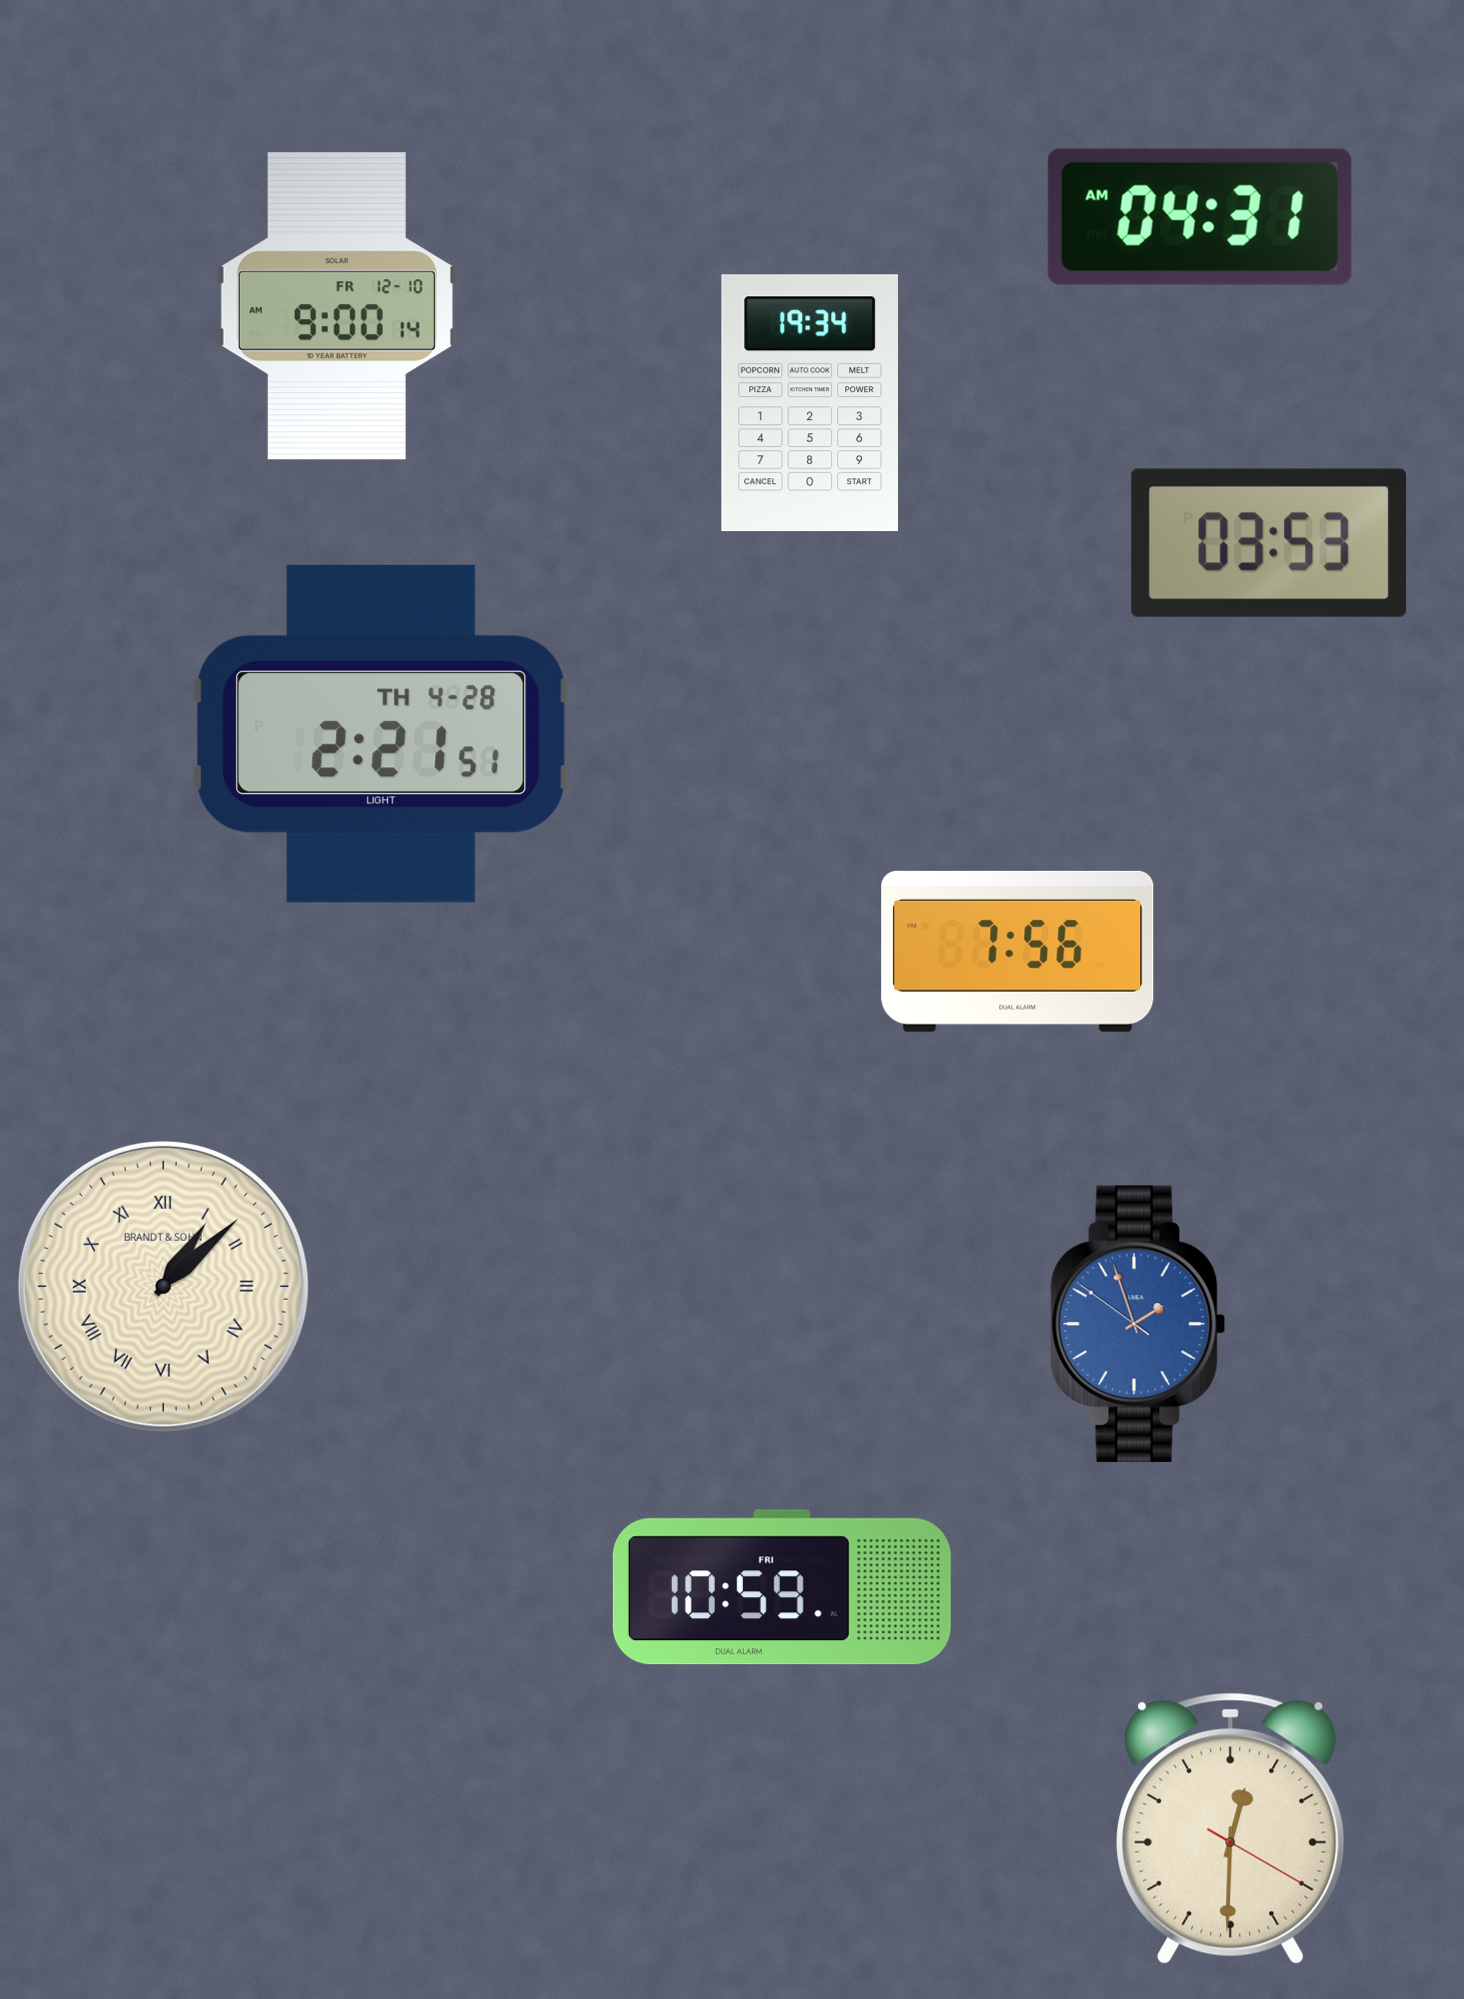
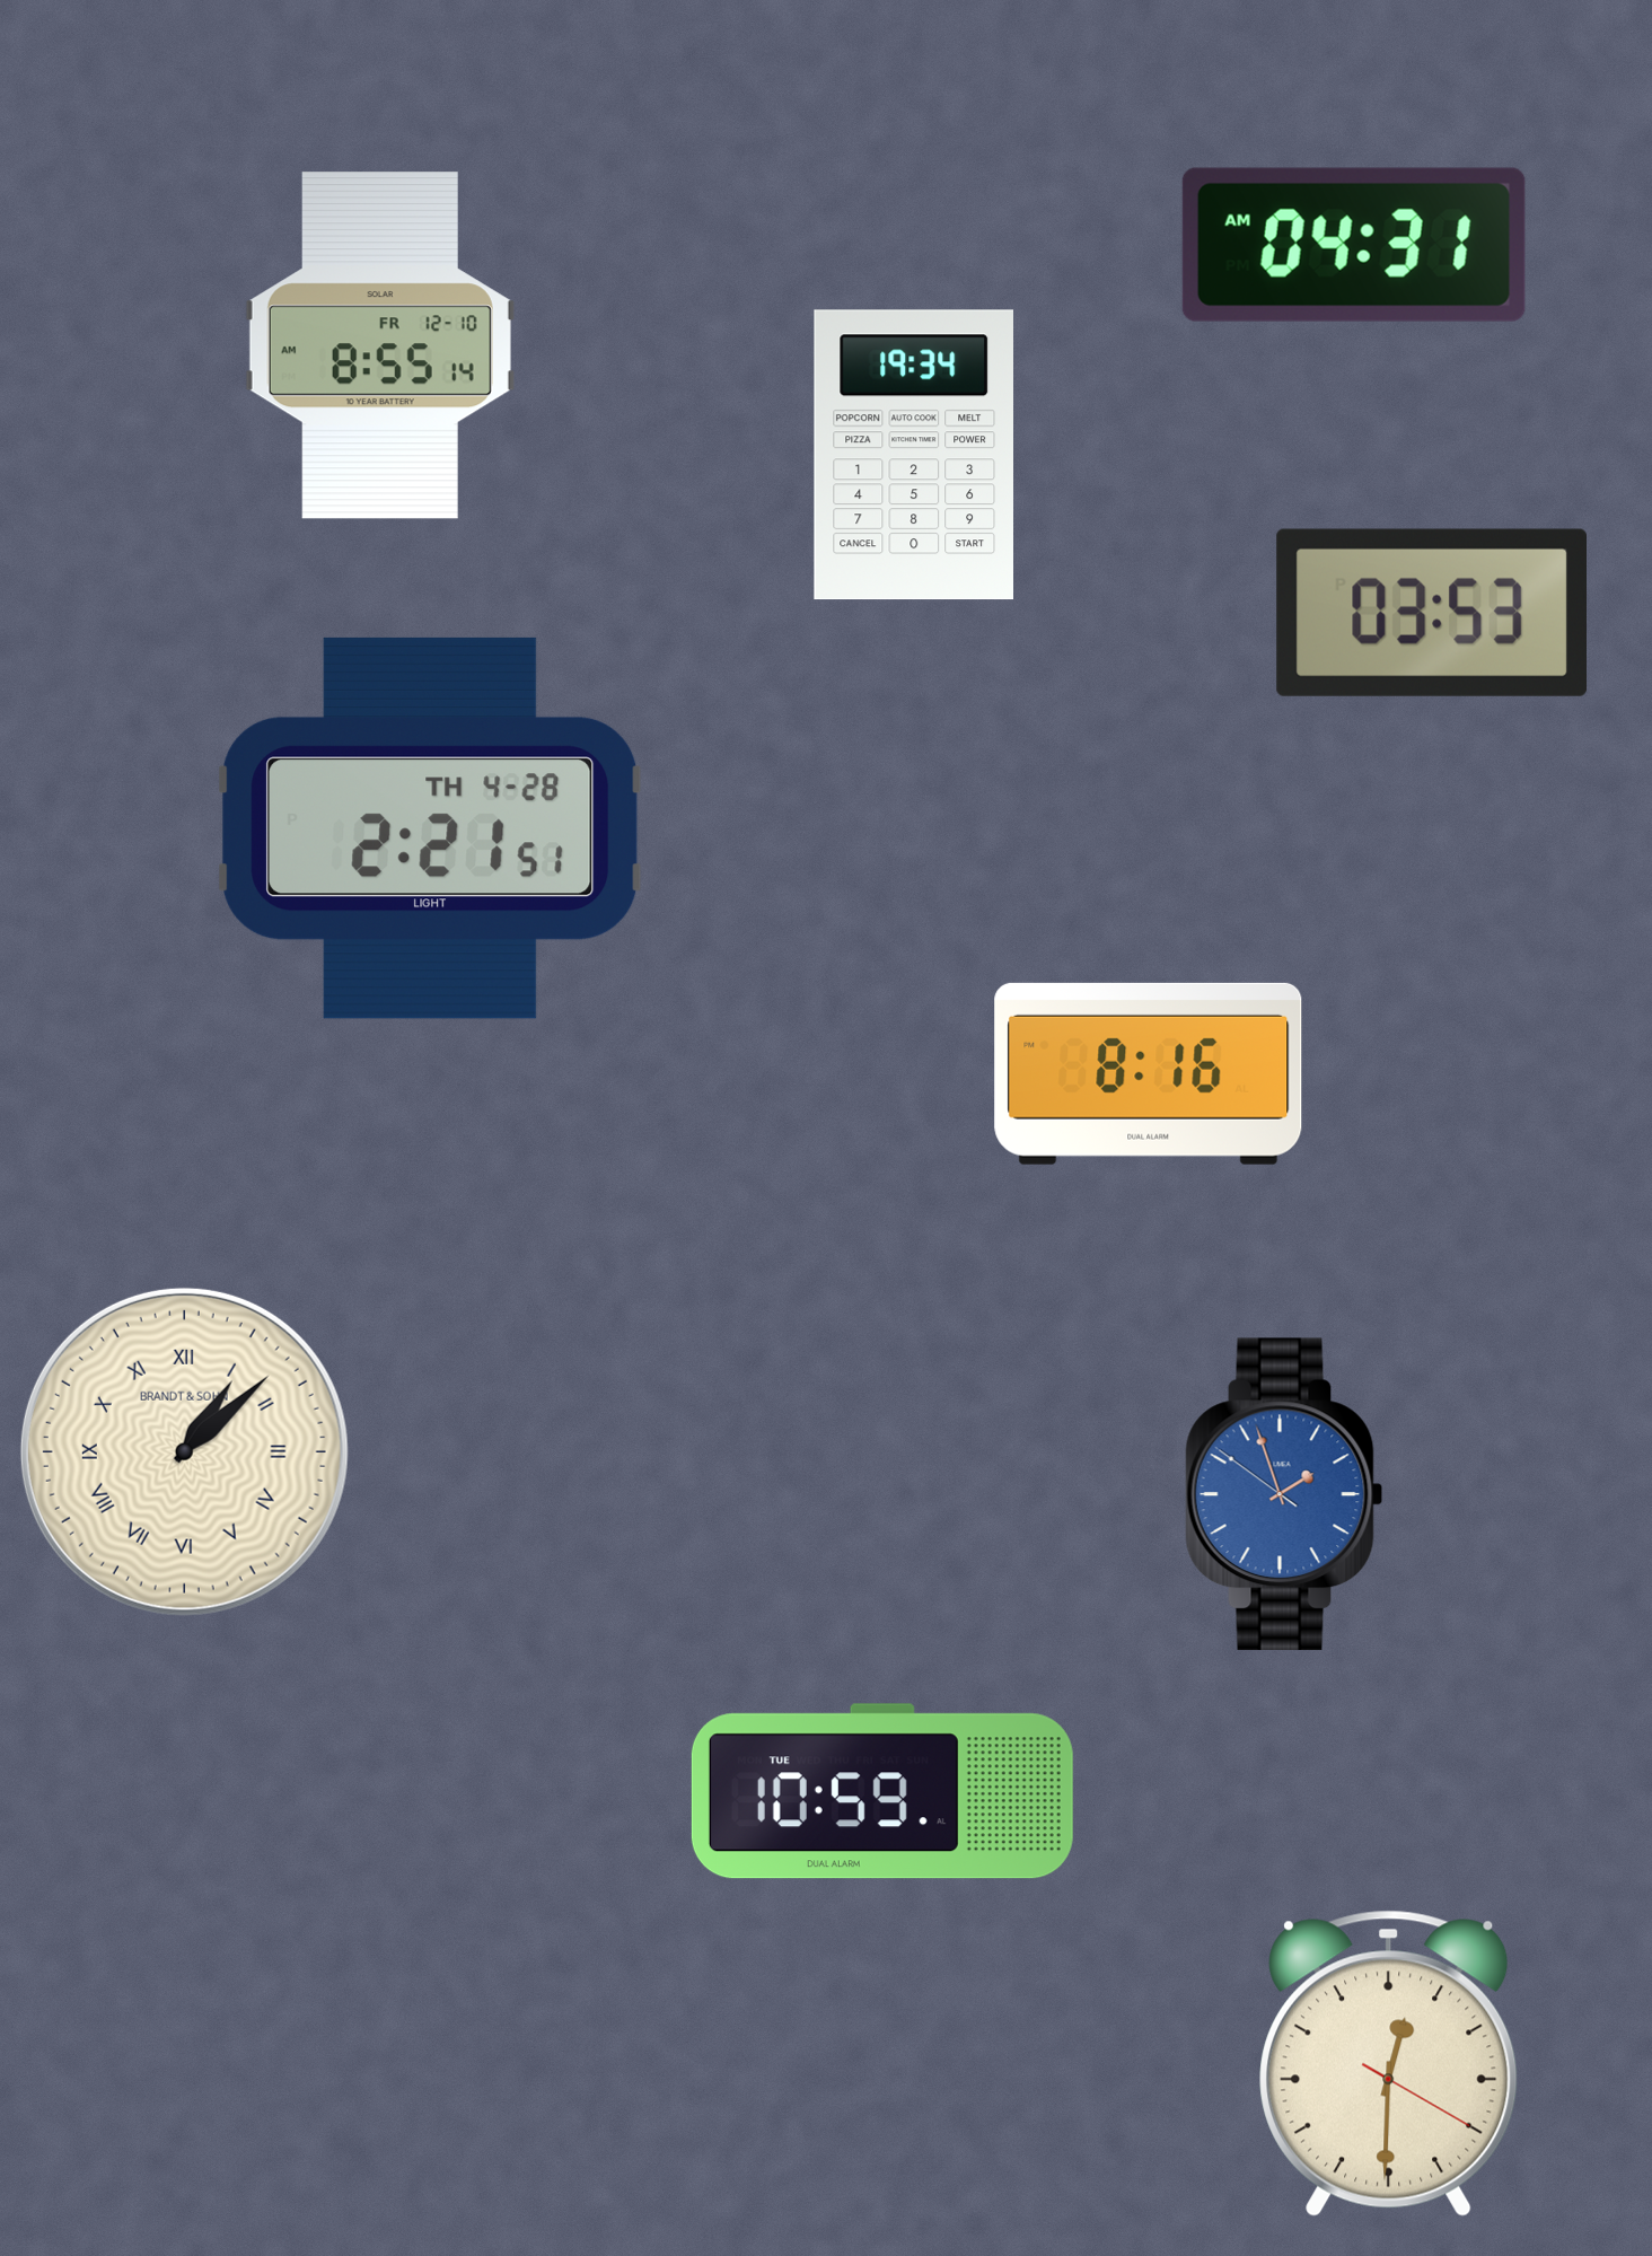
clock at (337, 306): 9:00 -> 8:55
clock at (1018, 951): 7:56 -> 8:16
clock at (782, 1587) date: FRI -> TUE
